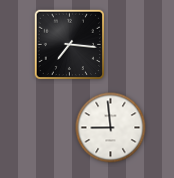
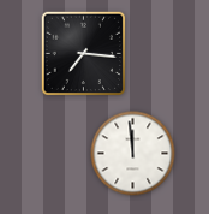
clock at (111, 128): 8:59 -> 11:59
